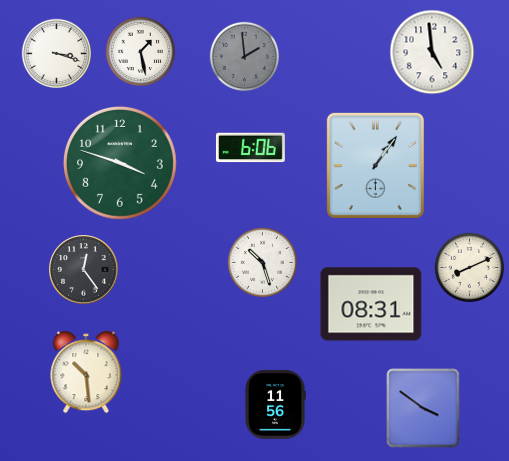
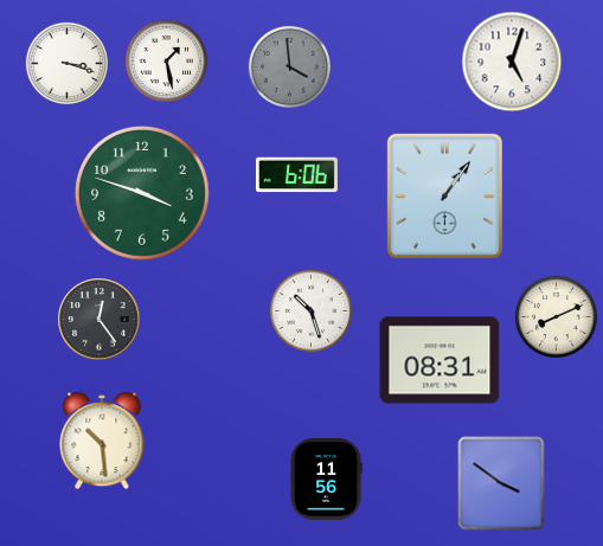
clock at (432, 52): 4:59 -> 5:03
clock at (244, 56): 1:59 -> 3:59
